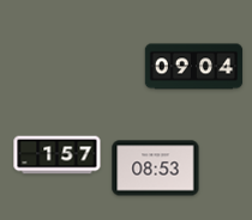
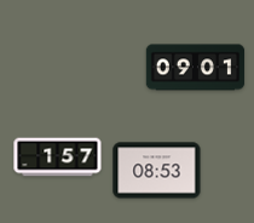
clock at (194, 67): 09:04 -> 09:01
